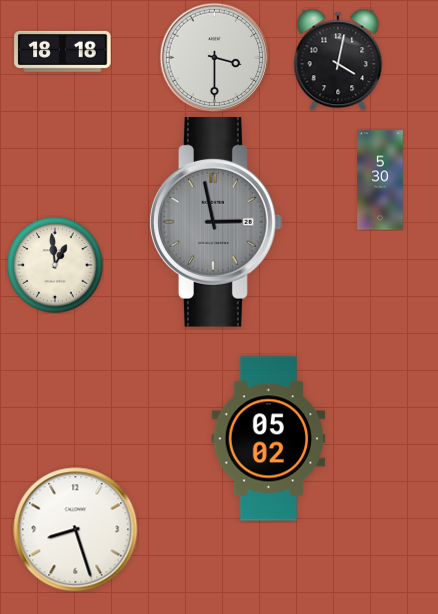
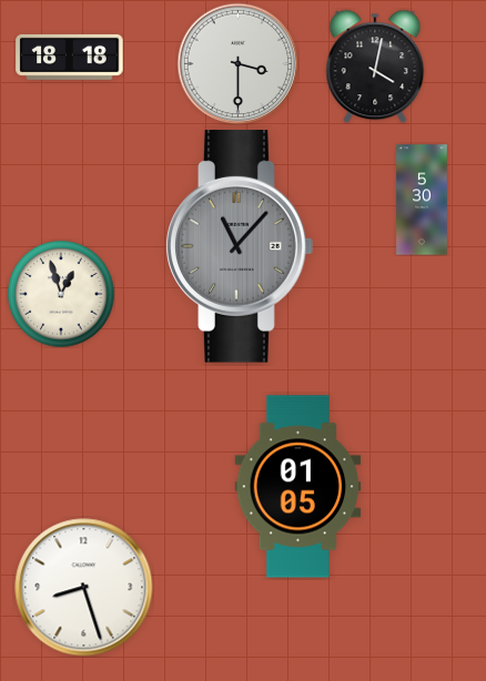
clock at (216, 223): 2:58 -> 11:07
clock at (55, 265): 12:59 -> 12:57
clock at (269, 439): 05:02 -> 01:05
